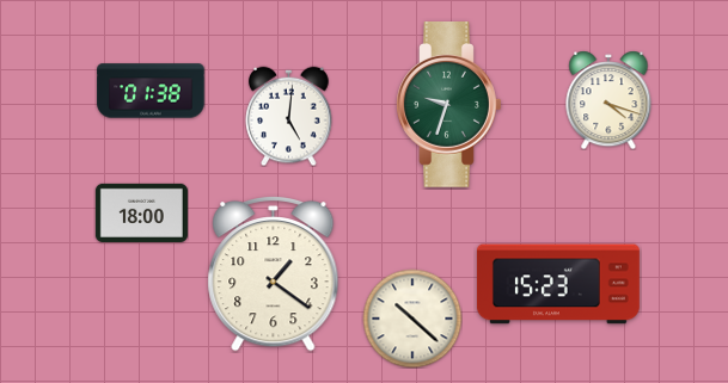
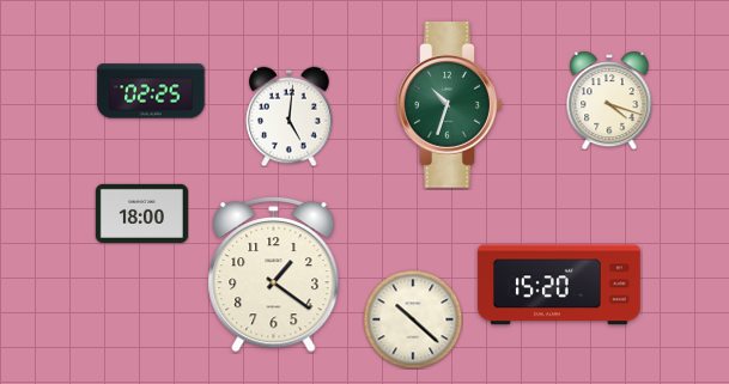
clock at (151, 91): 01:38 -> 02:25
clock at (449, 105): 9:33 -> 10:33
clock at (558, 284): 15:23 -> 15:20
